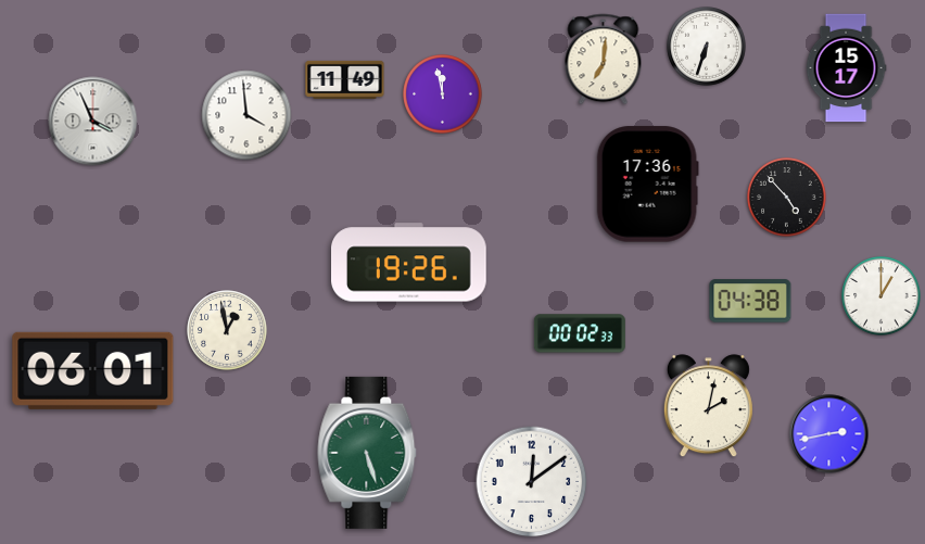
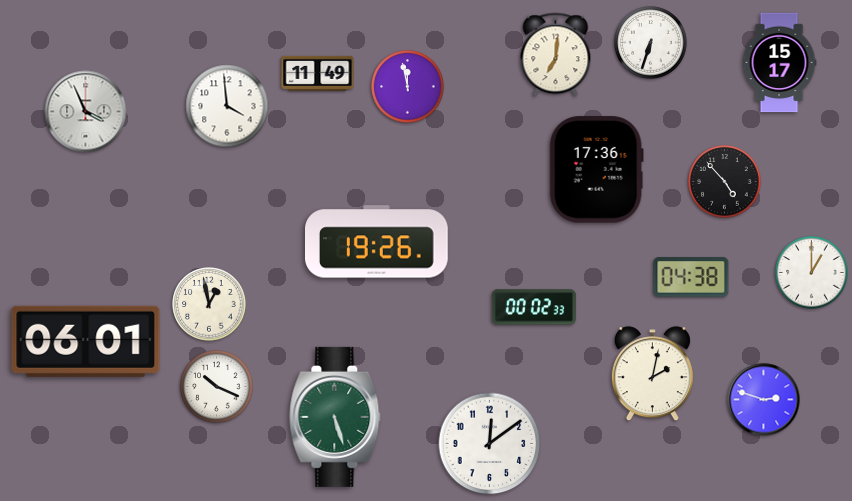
clock at (217, 387): none -> 10:19
clock at (829, 434): 2:43 -> 2:48
clock at (367, 453) position: (367, 453) -> (335, 417)
